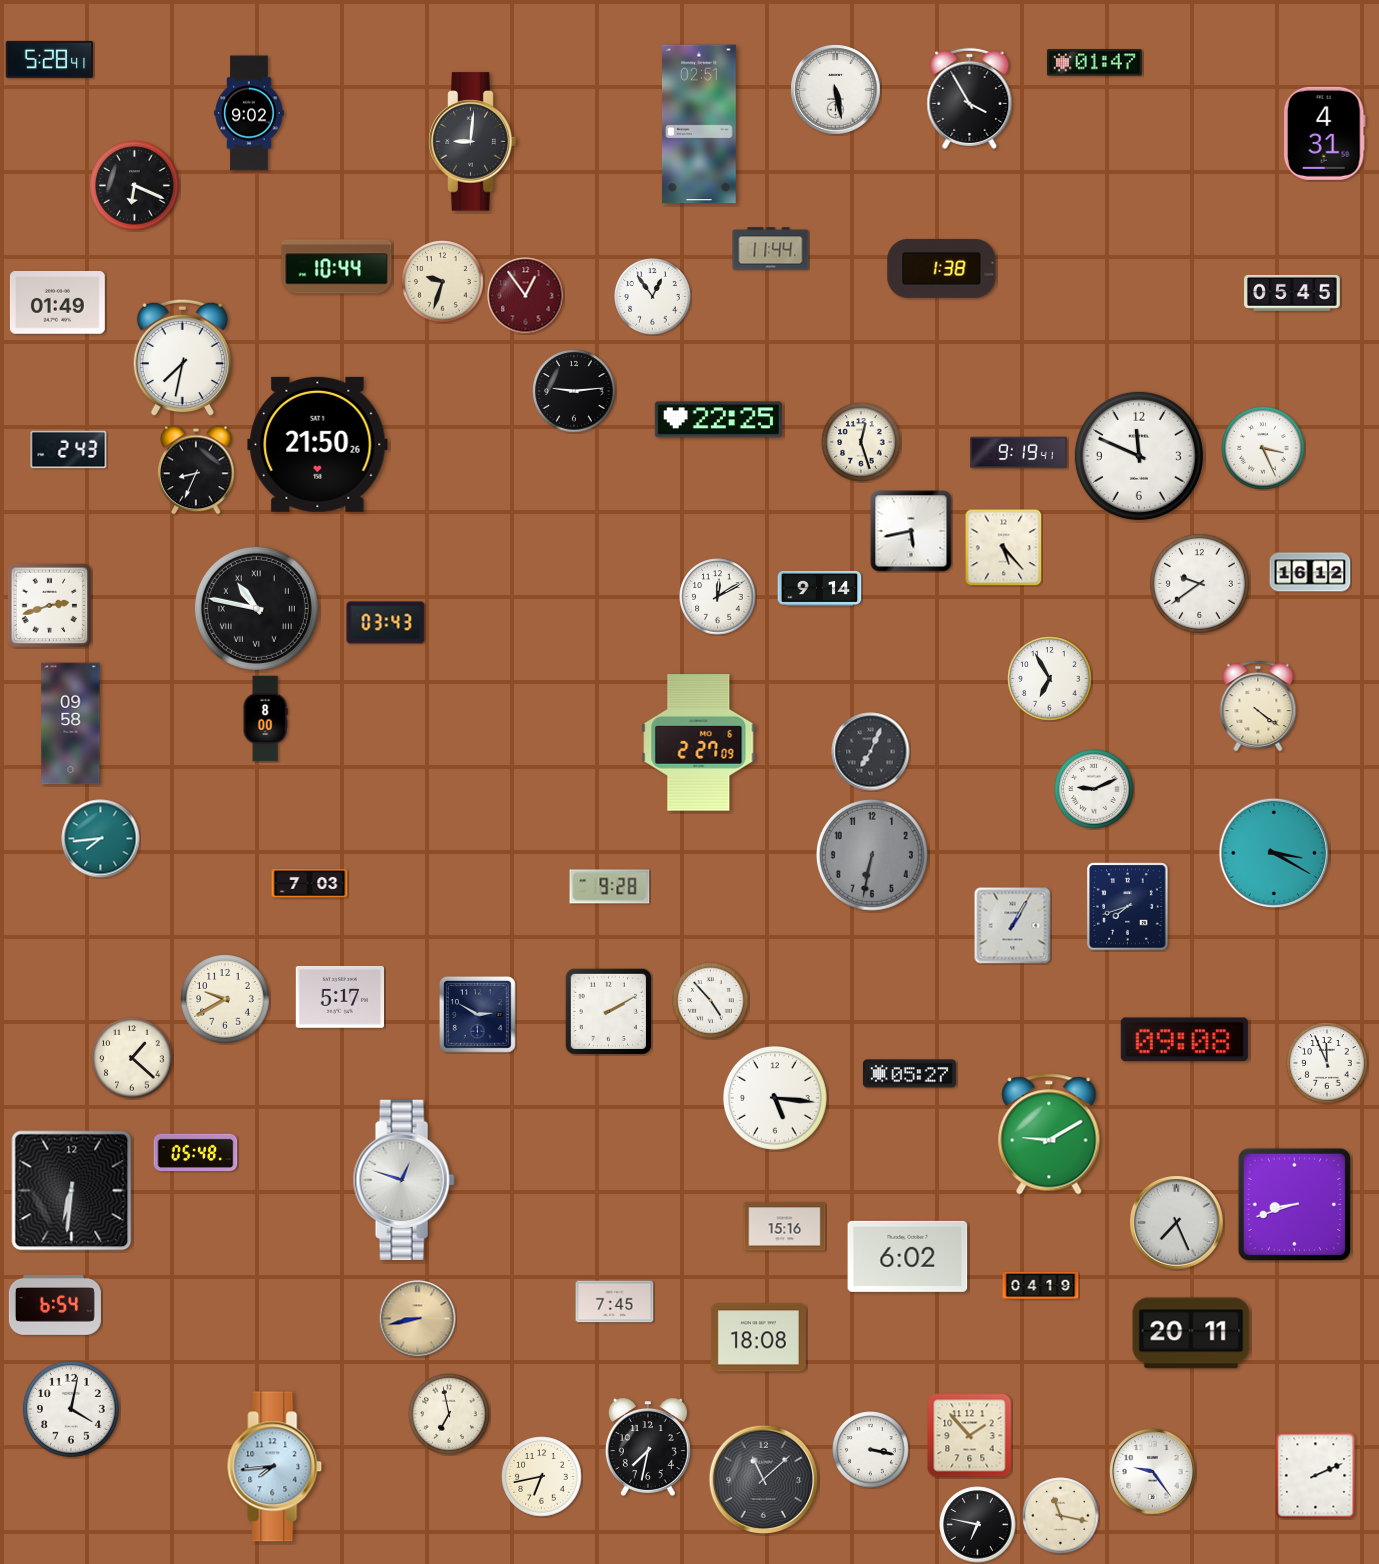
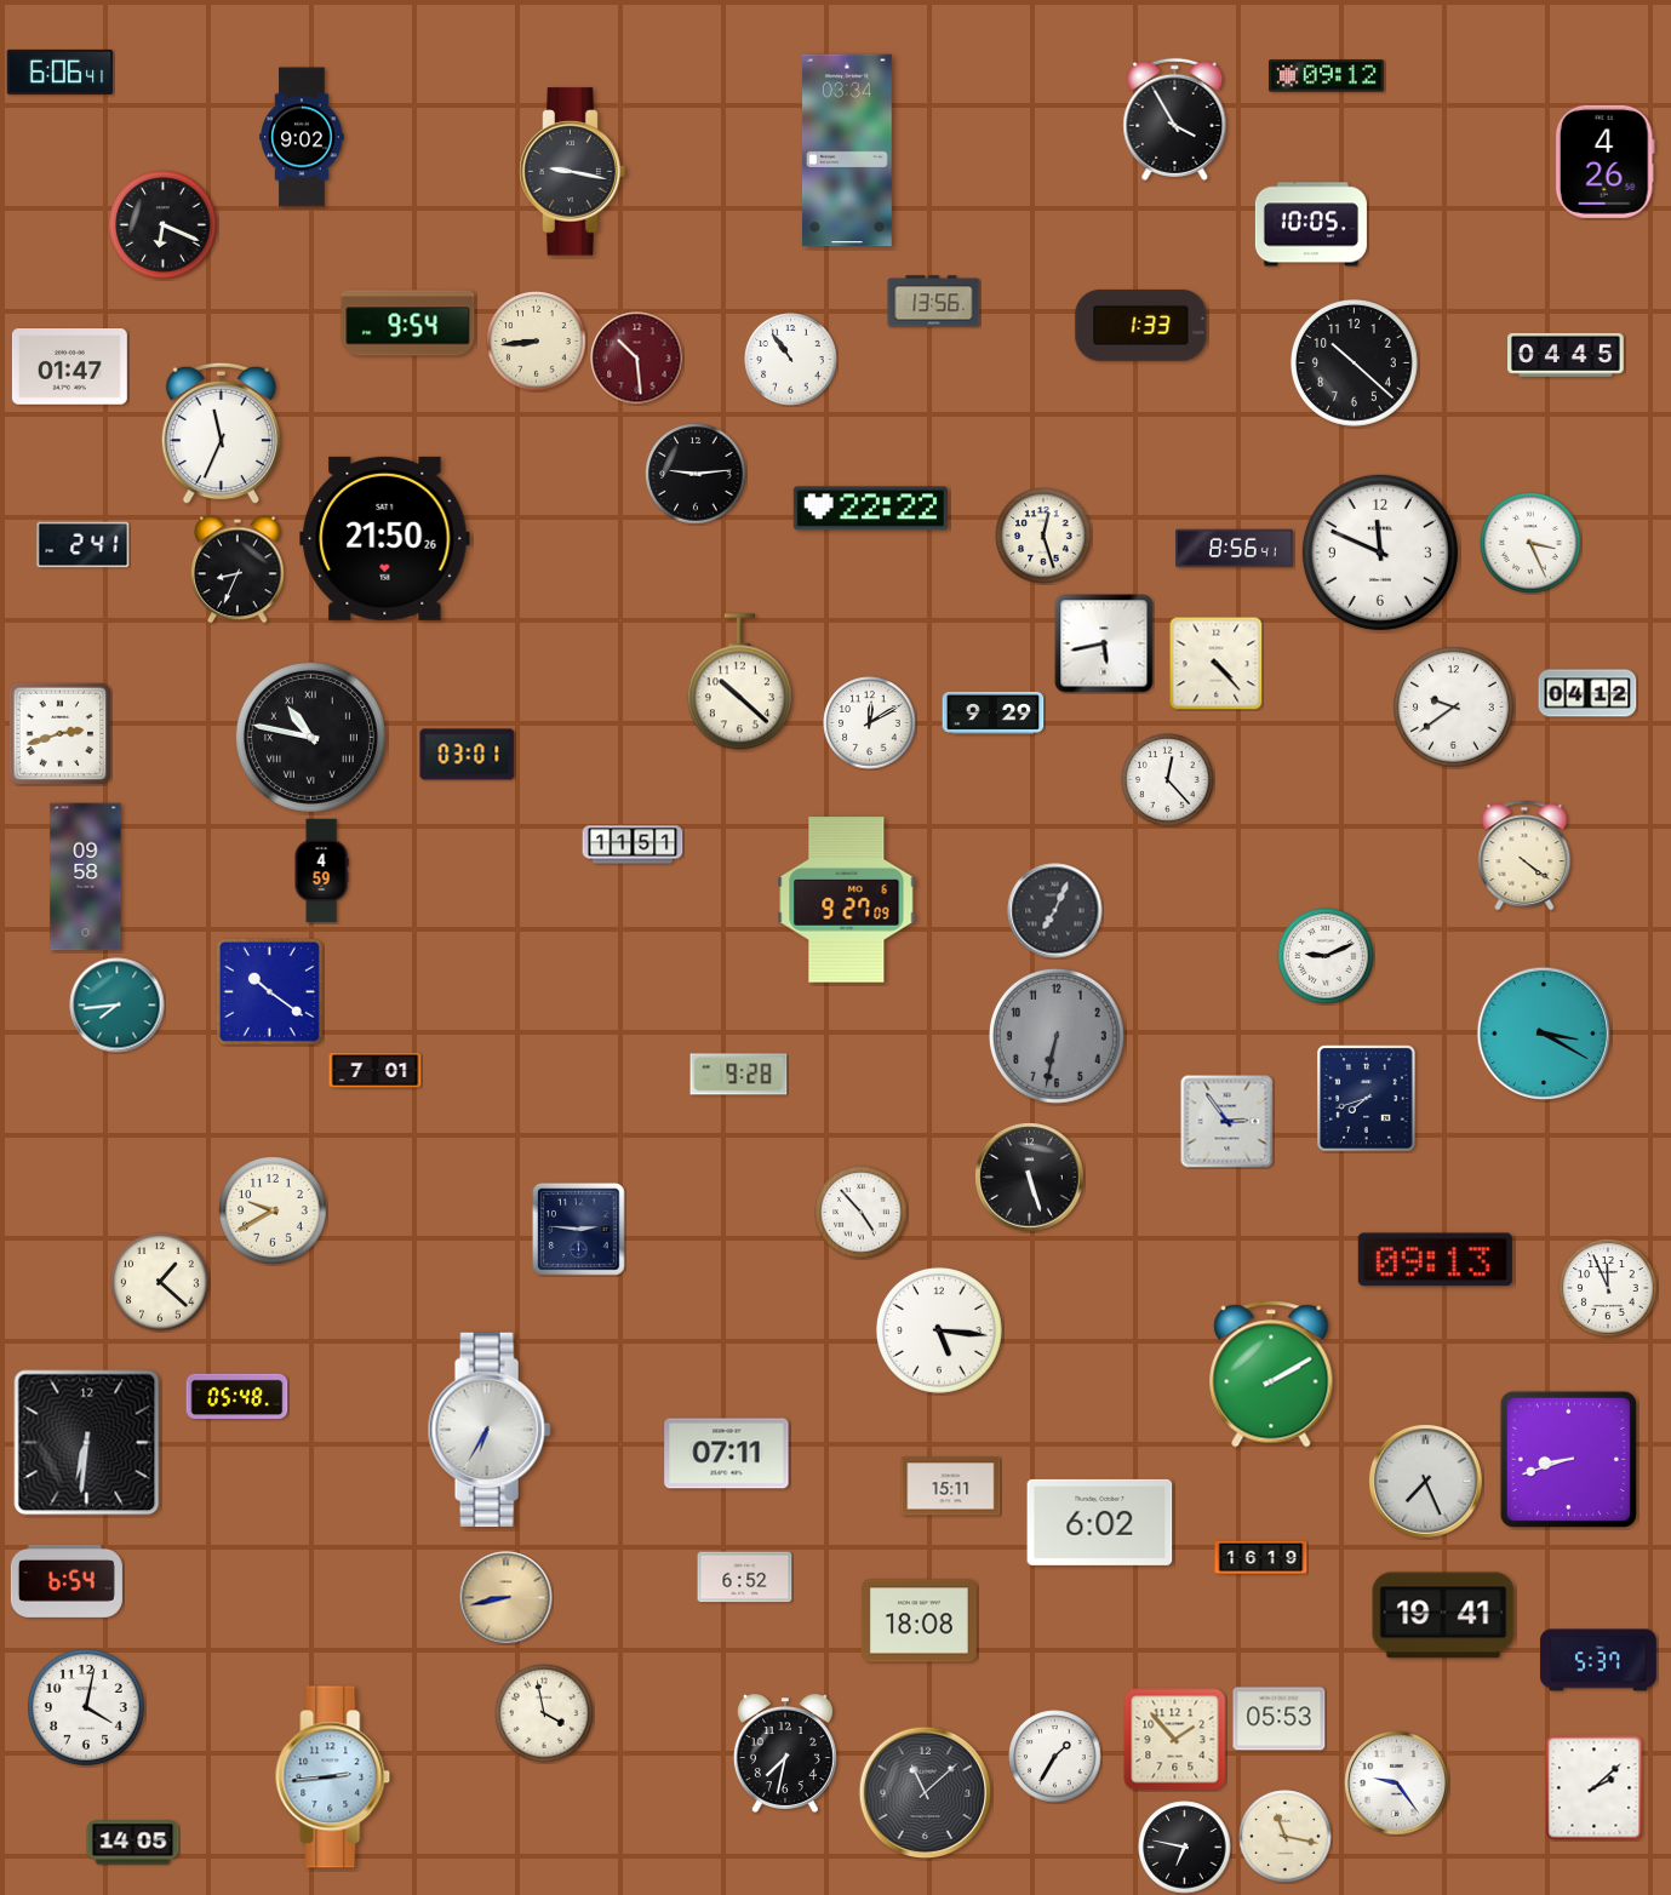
clock at (50, 59): 5:28 -> 6:06
clock at (1094, 63): 01:47 -> 09:12
clock at (836, 90): 5:28 -> none
clock at (699, 124): 02:51 -> 03:34
clock at (1324, 133): 4:31 -> 4:26
clock at (473, 142): 9:01 -> 9:17
clock at (1311, 224): none -> 10:05
clock at (771, 249): 11:44 -> 13:56
clock at (337, 267): 10:44 -> 9:54
clock at (942, 268): 1:38 -> 1:33
clock at (443, 282): 9:33 -> 8:44
clock at (1293, 293): 05:45 -> 04:45
clock at (526, 296): 12:54 -> 10:29
clock at (653, 297): 12:54 -> 10:54
clock at (1354, 362): none -> 10:22
clock at (57, 303): 01:49 -> 01:47
clock at (182, 358): 7:32 -> 11:34
clock at (718, 420): 22:25 -> 22:22
clock at (69, 450): 2:43 -> 2:41
clock at (1019, 453): 9:19 -> 8:56
clock at (1003, 547): 5:23 -> 4:23
clock at (739, 682): none -> 10:22
clock at (1310, 572): 16:12 -> 04:12
clock at (820, 588): 9:14 -> 9:29
clock at (386, 623): 03:43 -> 03:01
clock at (1168, 780): none -> 12:23
clock at (1050, 679): 6:55 -> none
clock at (633, 845): none -> 11:51
clock at (265, 719): 8:00 -> 4:59
clock at (699, 743): 2:27 -> 9:27
clock at (269, 991): none -> 10:21
clock at (101, 839) position: (101, 839) -> (118, 1006)
clock at (310, 883): 7:03 -> 7:01
clock at (1013, 926): 1:05 -> 2:54
clock at (1030, 1178): none -> 5:27
clock at (339, 997): 5:17 -> none
clock at (608, 1011): 2:10 -> none
clock at (477, 1014): 2:50 -> 2:46
clock at (1184, 1040): 09:08 -> 09:13
clock at (909, 1074): 05:27 -> none
clock at (1049, 1134): 9:10 -> 2:10
clock at (404, 1179): 12:48 -> 6:35
clock at (727, 1454): none -> 07:11
clock at (785, 1227): 15:16 -> 15:11
clock at (1041, 1286): 04:19 -> 16:19
clock at (615, 1302): 7:45 -> 6:52
clock at (1191, 1333): 20:11 -> 19:41
clock at (1600, 1660): none -> 5:37
clock at (449, 1414): 6:58 -> 3:58
clock at (1280, 1719): none -> 05:53
clock at (871, 1450): 3:17 -> 1:35
clock at (275, 1467): 7:44 -> 2:44
clock at (1316, 1476): 2:11 -> 2:08
clock at (542, 1477): 6:43 -> none
clock at (133, 1843): none -> 14:05
